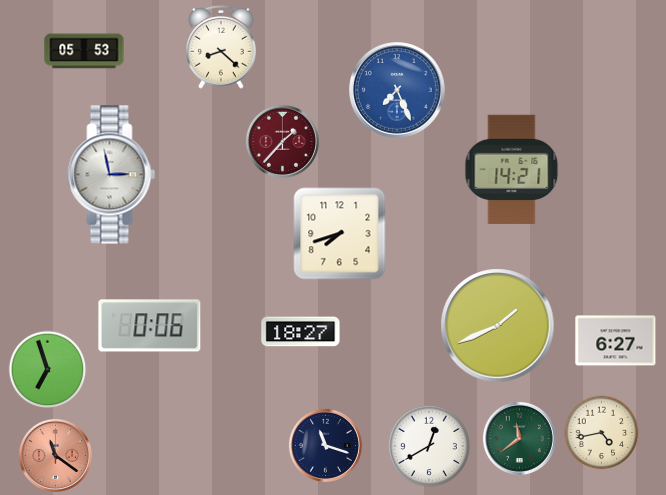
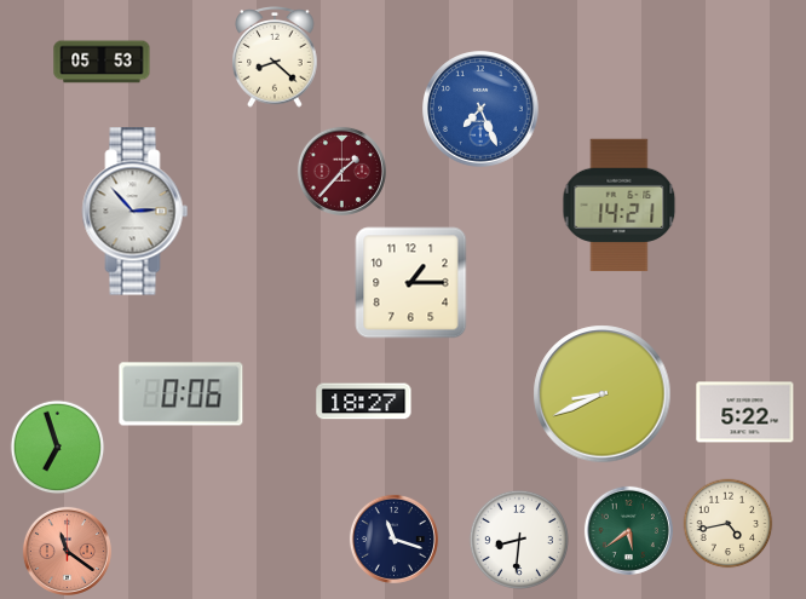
clock at (221, 48) position: (221, 48) -> (275, 58)
clock at (112, 175): 2:58 -> 2:53
clock at (340, 234): 7:42 -> 1:15
clock at (498, 326): 1:41 -> 8:41
clock at (616, 341): 6:27 -> 5:22
clock at (519, 438): 11:39 -> 5:39
clock at (429, 446): 12:40 -> 8:31
